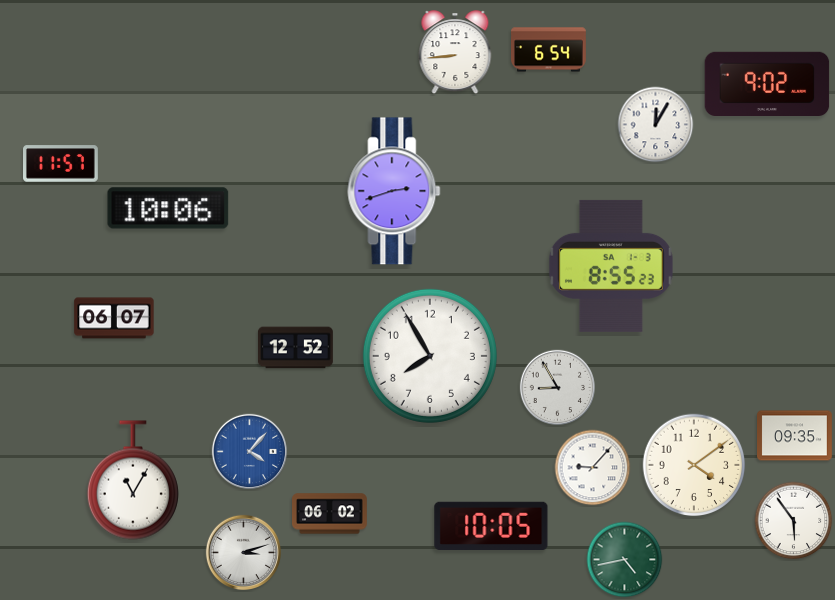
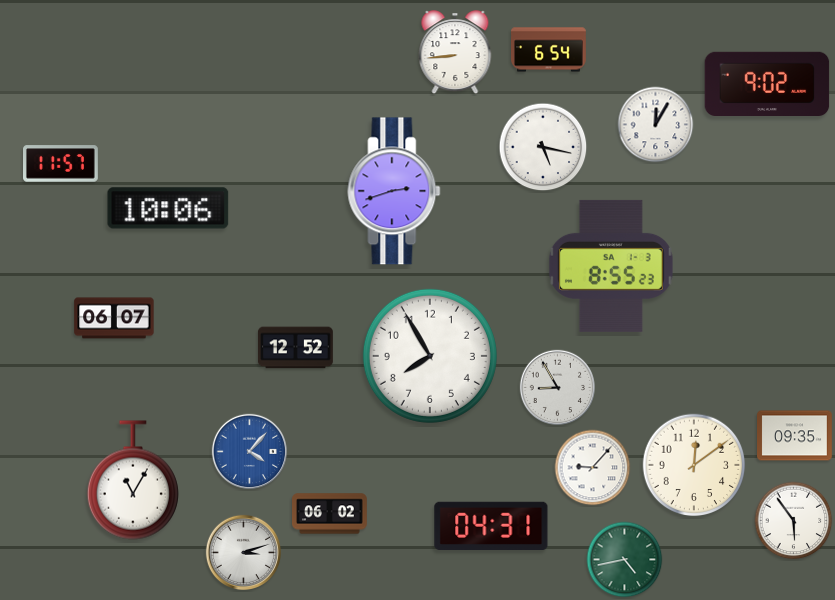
clock at (543, 147): none -> 5:17
clock at (694, 465): 4:09 -> 12:09
clock at (491, 525): 10:05 -> 04:31
